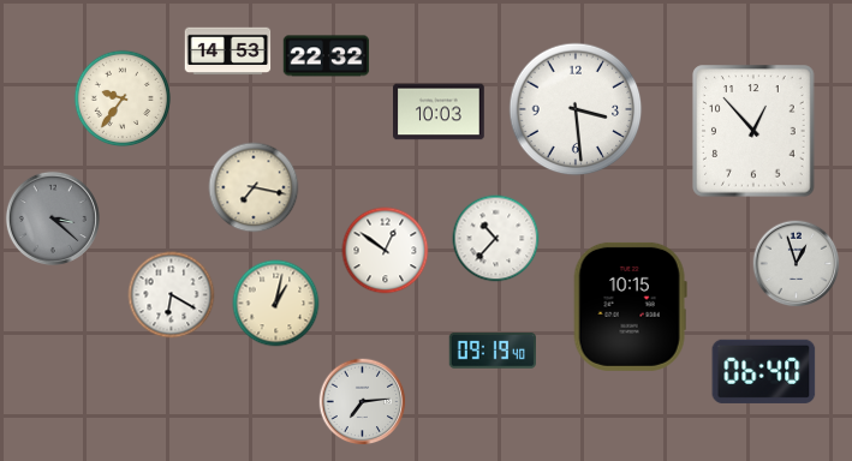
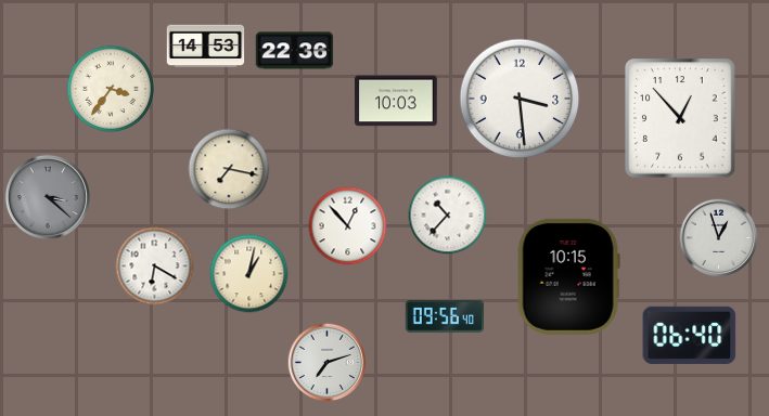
clock at (327, 56): 22:32 -> 22:36
clock at (123, 98): 9:36 -> 3:36
clock at (386, 251): 12:51 -> 12:53
clock at (493, 352): 09:19 -> 09:56
clock at (363, 402): 7:14 -> 7:12
